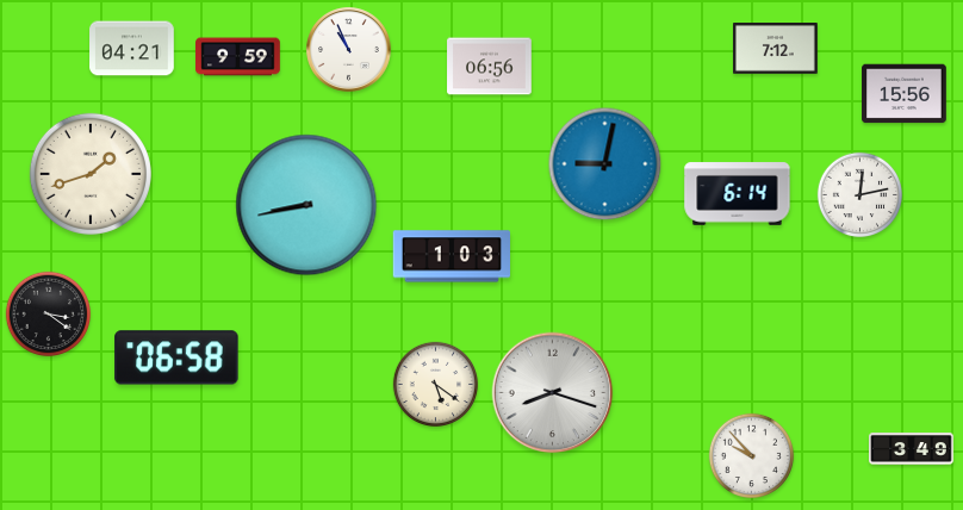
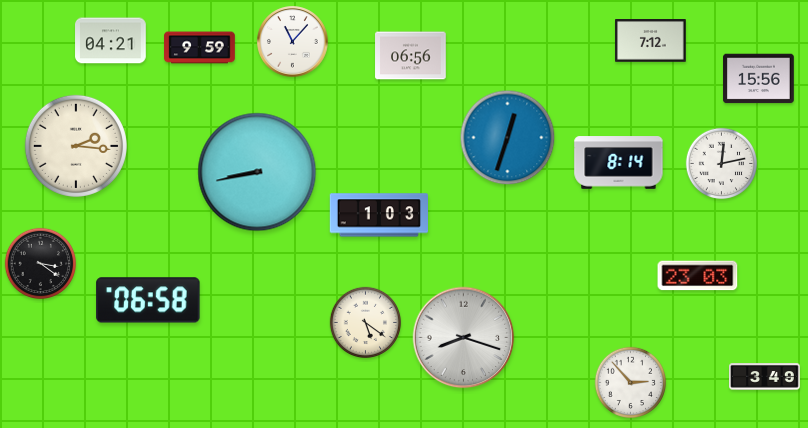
clock at (349, 50): 10:56 -> 11:07
clock at (605, 164): 9:02 -> 12:33
clock at (91, 174): 1:42 -> 2:16
clock at (738, 194): 6:14 -> 8:14
clock at (698, 276): none -> 23:03
clock at (553, 393) position: (553, 393) -> (464, 338)
clock at (752, 456): 9:53 -> 2:53
